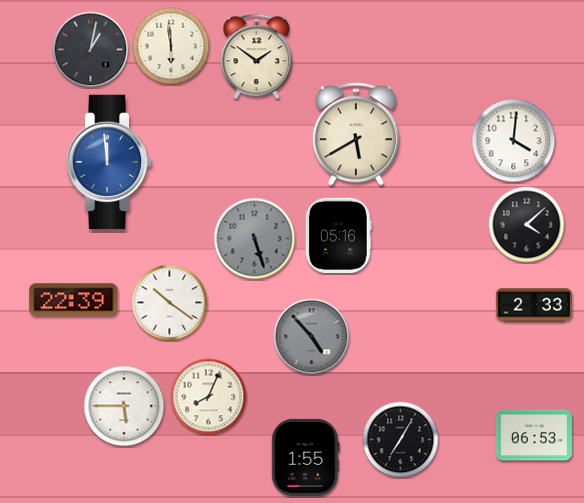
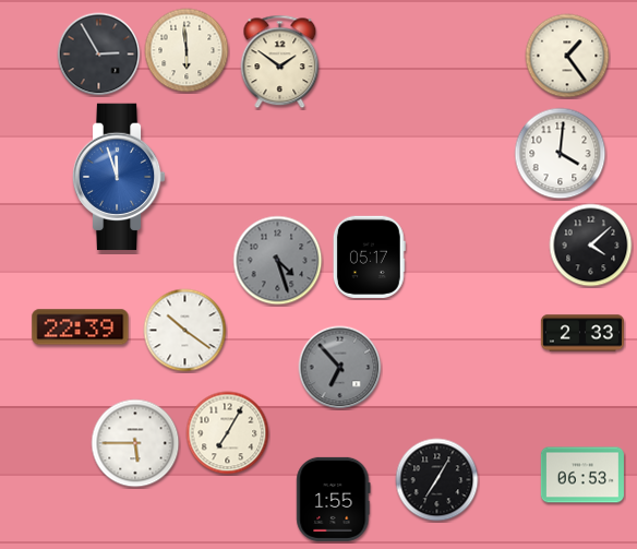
clock at (91, 50): 1:02 -> 2:55
clock at (567, 56): none -> 1:24
clock at (355, 134): 5:40 -> none
clock at (109, 162): 11:59 -> 11:57
clock at (527, 225) position: (527, 225) -> (591, 246)
clock at (338, 235): 05:16 -> 05:17
clock at (255, 239): 5:27 -> 4:27
clock at (312, 337): 4:53 -> 6:53
clock at (209, 397): 8:04 -> 7:05
